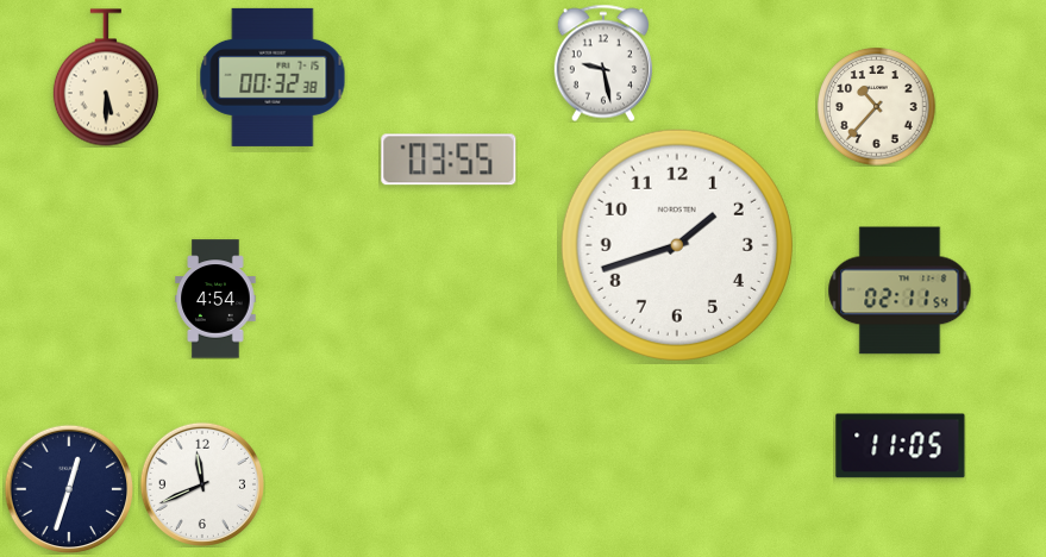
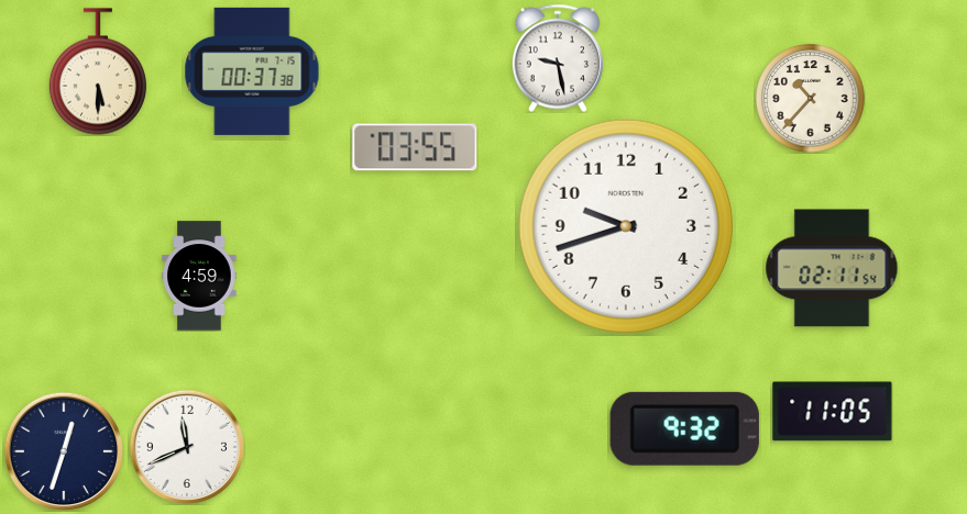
clock at (273, 77): 00:32 -> 00:37
clock at (677, 245): 1:42 -> 9:42
clock at (215, 299): 4:54 -> 4:59
clock at (684, 428): none -> 9:32
